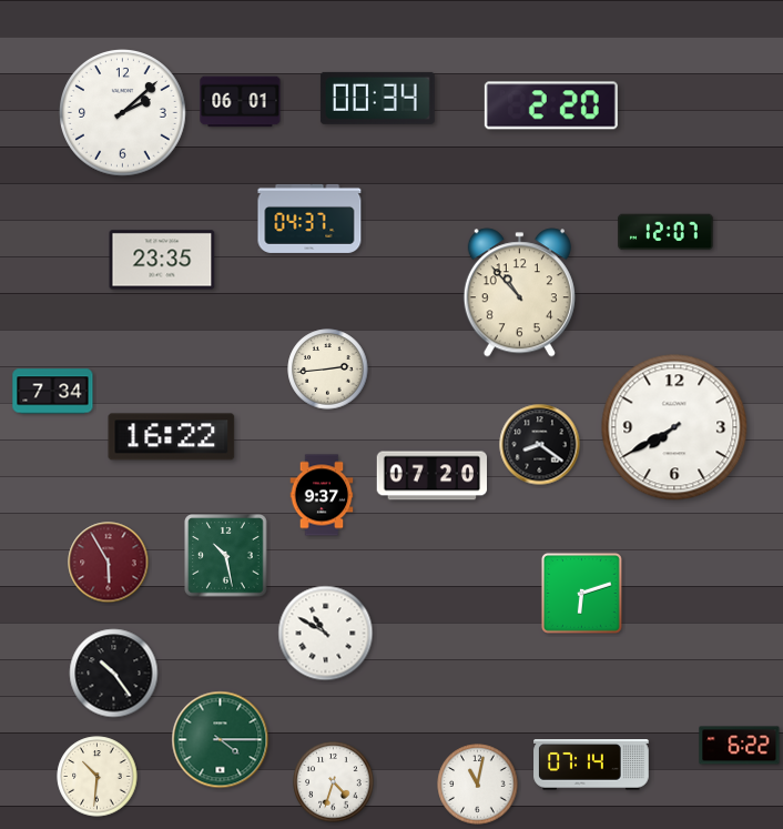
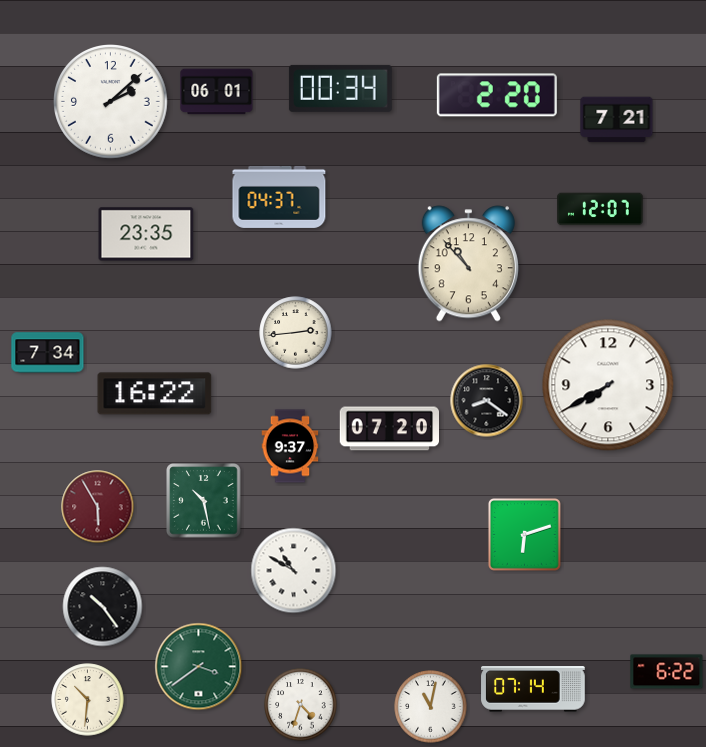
clock at (617, 120): none -> 7:21
clock at (221, 740): 4:15 -> 3:39
